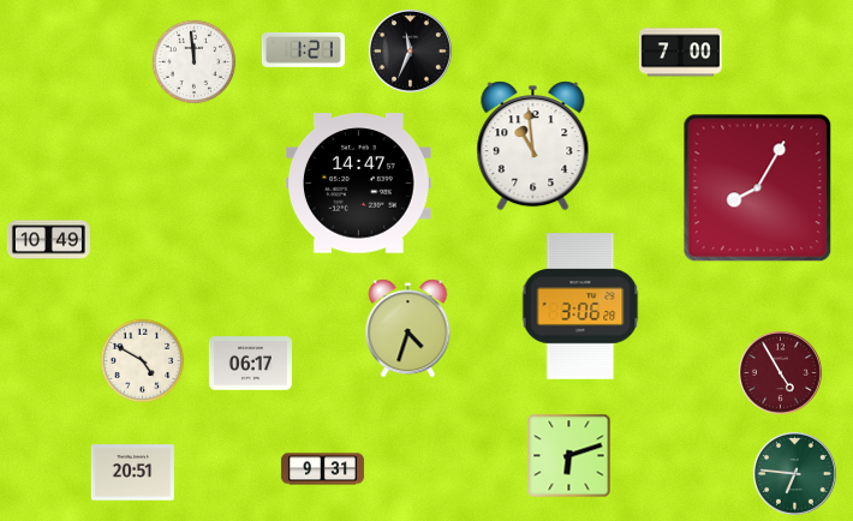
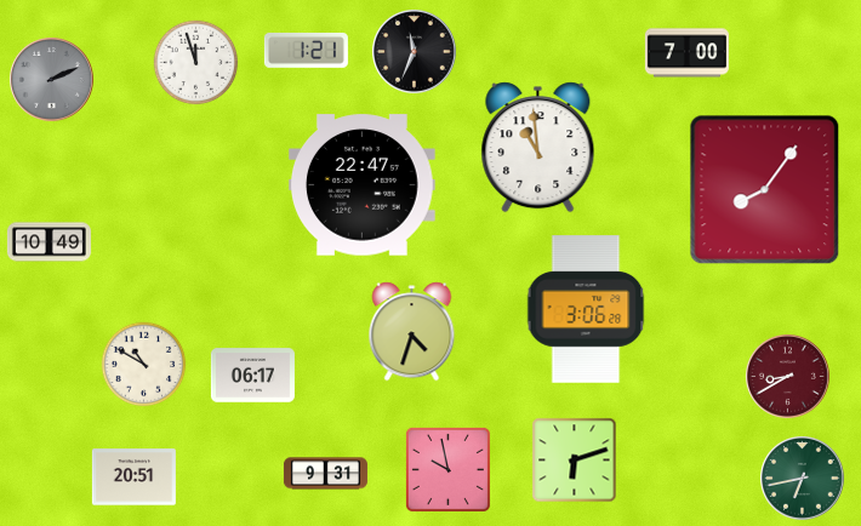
clock at (195, 62): 11:59 -> 11:57
clock at (52, 80): none -> 2:11
clock at (358, 184): 14:47 -> 22:47
clock at (758, 188): 8:05 -> 8:06
clock at (143, 361): 4:50 -> 10:50
clock at (250, 364) position: (250, 364) -> (252, 376)
clock at (781, 373): 4:55 -> 8:40
clock at (447, 469): none -> 9:58
clock at (795, 474): 6:46 -> 6:43
